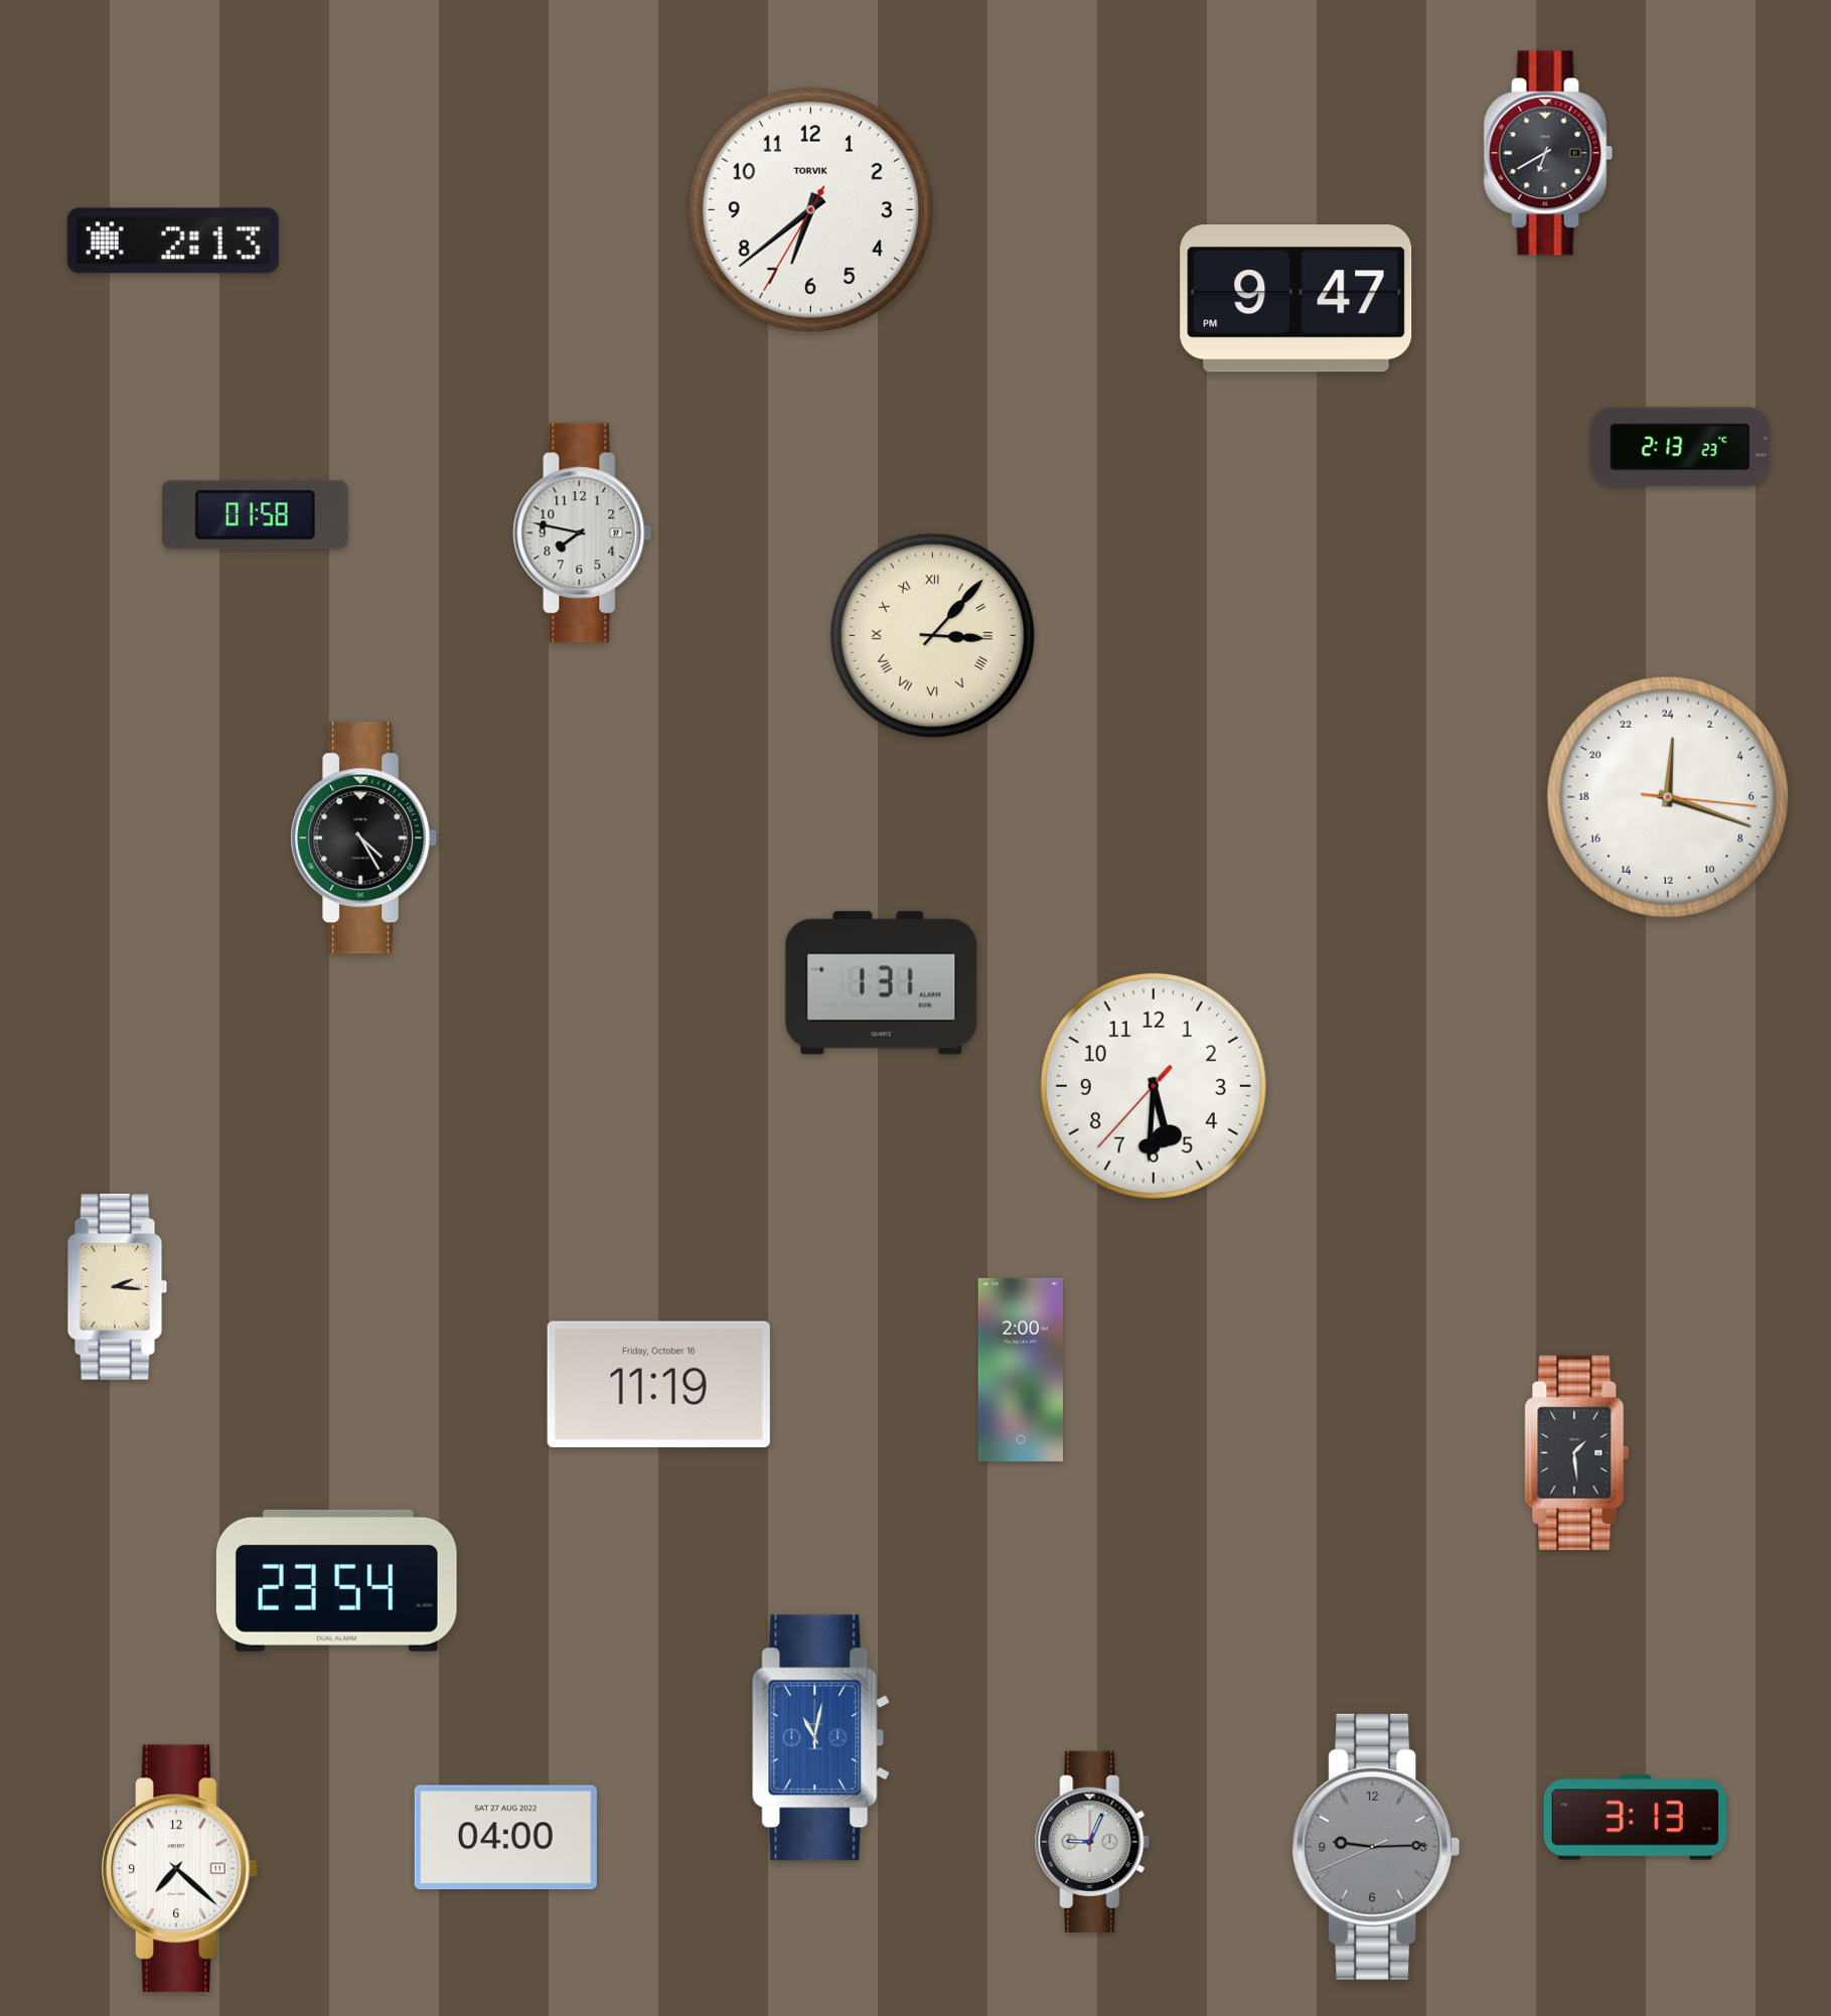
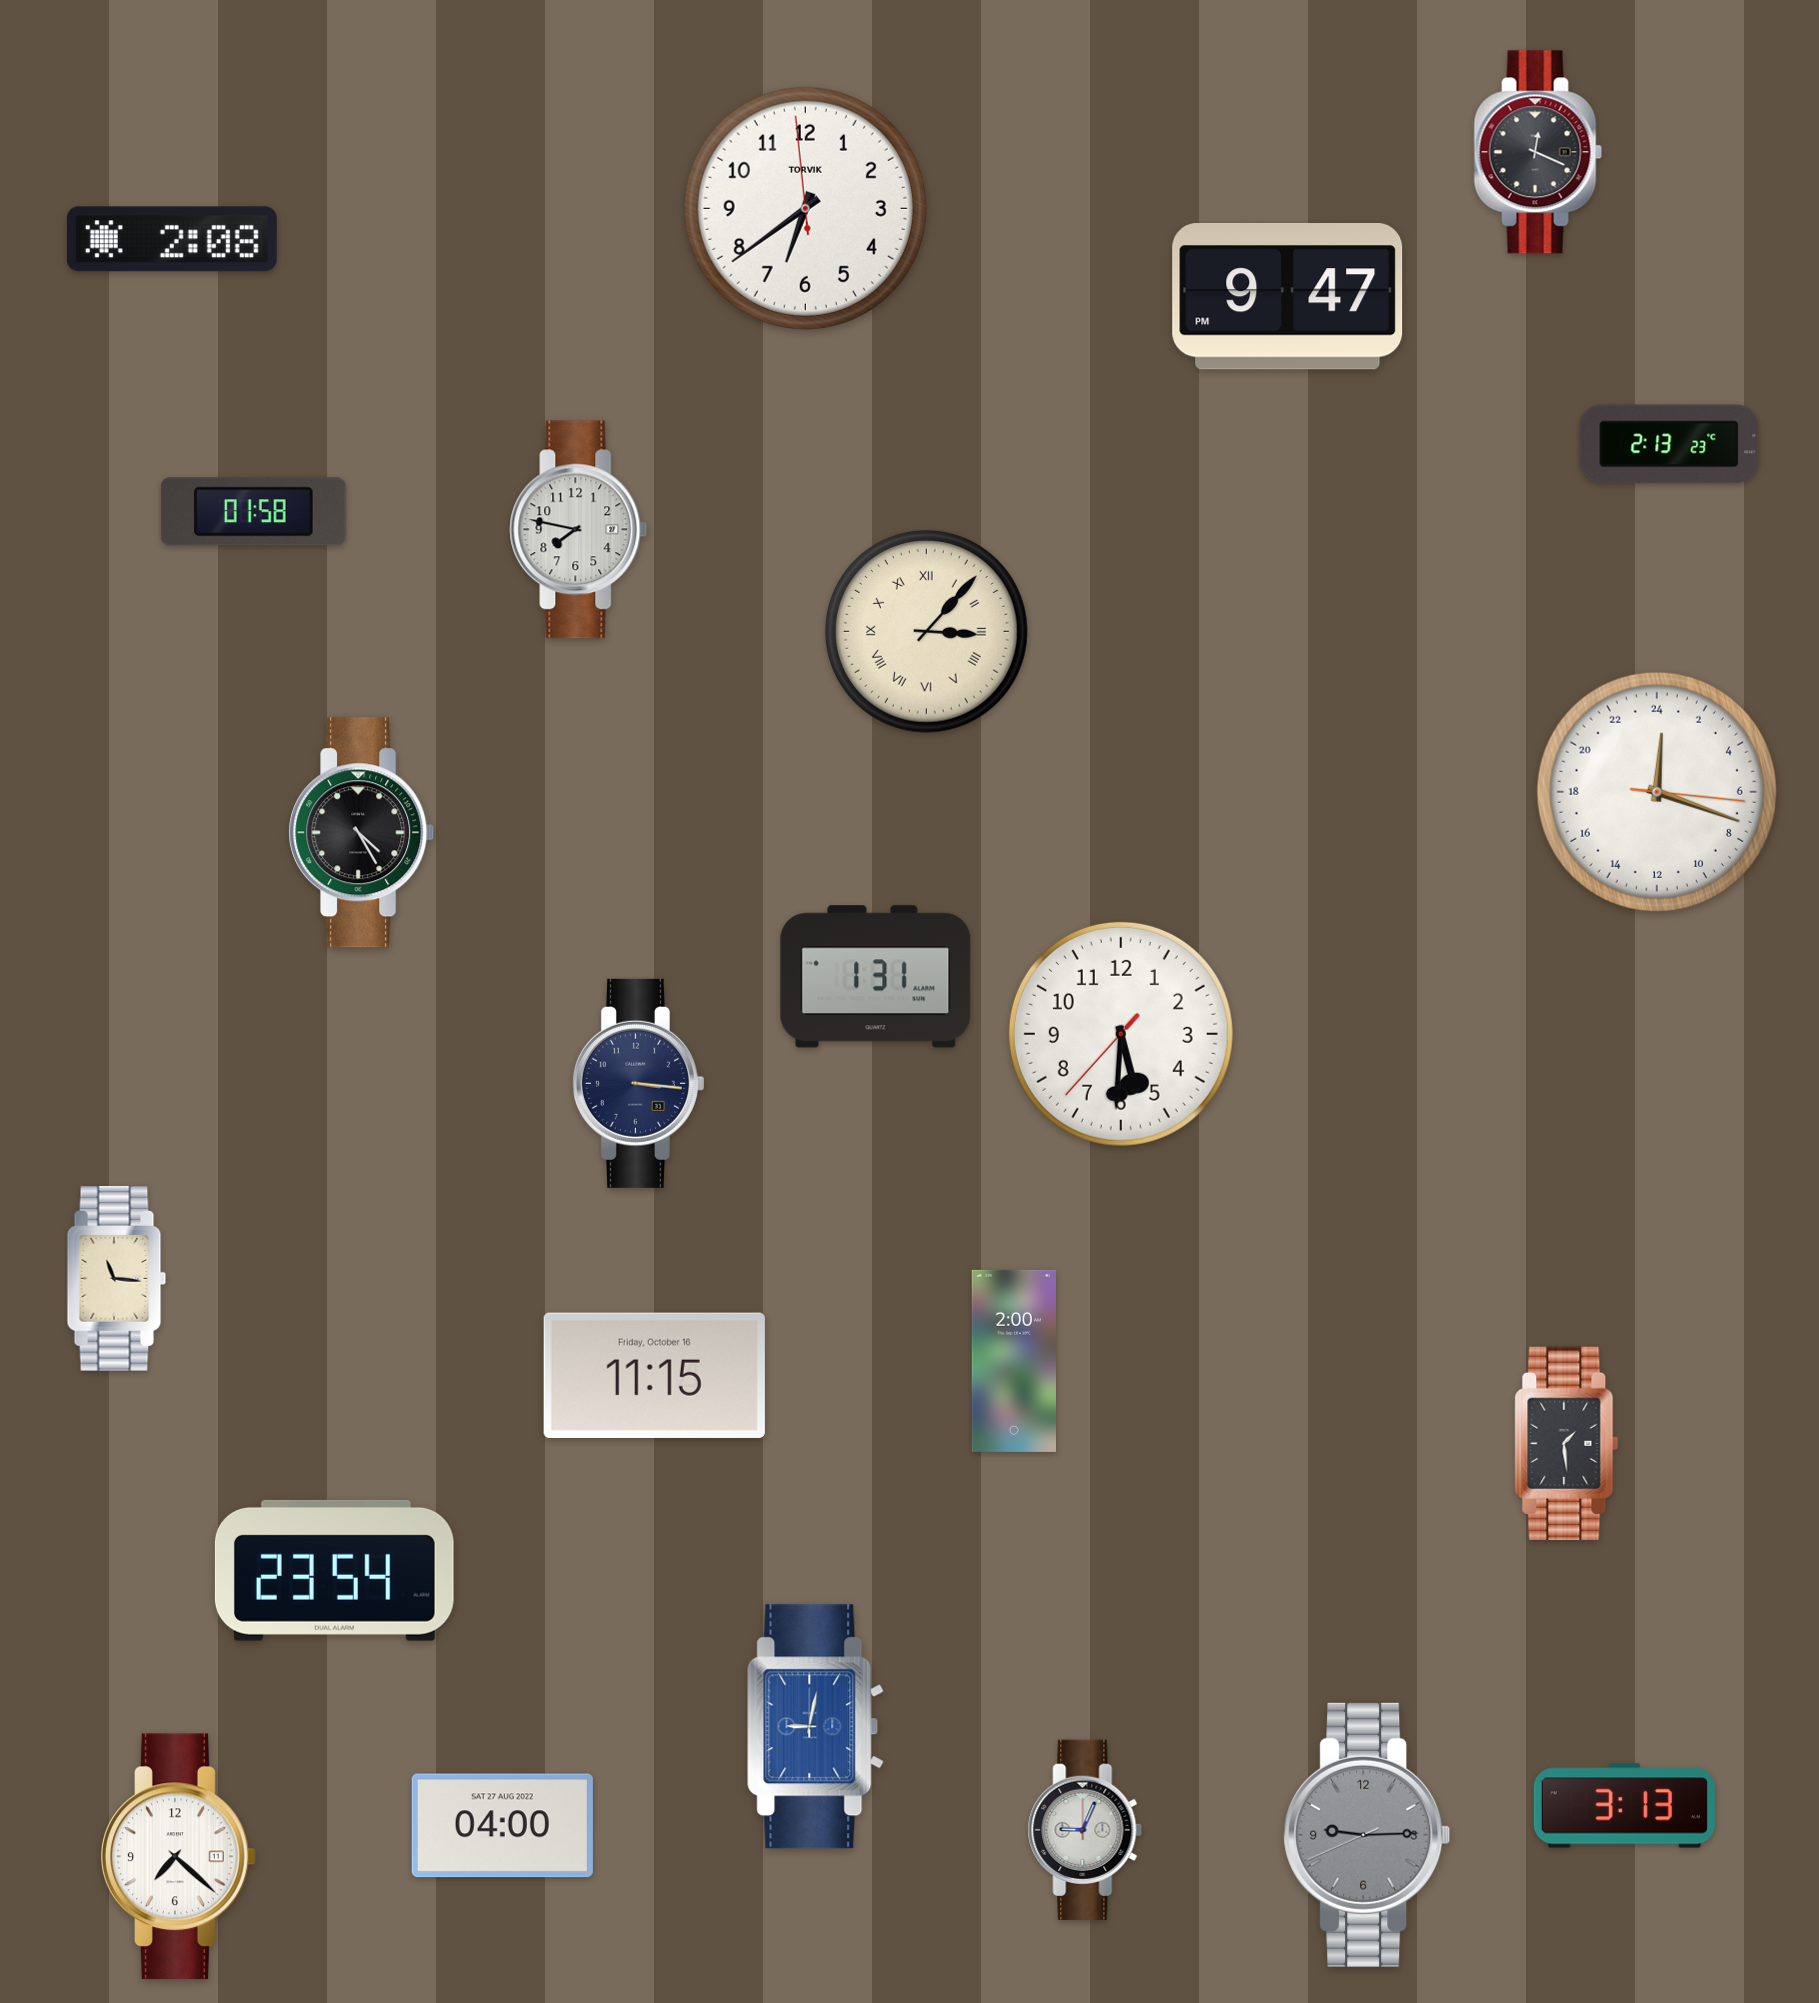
clock at (1548, 153): 6:40 -> 12:19
clock at (810, 209): 6:38:35 -> 6:38:59
clock at (173, 241): 2:13 -> 2:08
clock at (1154, 1086) position: (1154, 1086) -> (1121, 1034)
clock at (638, 1083): none -> 3:16
clock at (118, 1287): 2:16 -> 11:16
clock at (658, 1384): 11:19 -> 11:15
clock at (821, 1738): 11:02 -> 9:02
